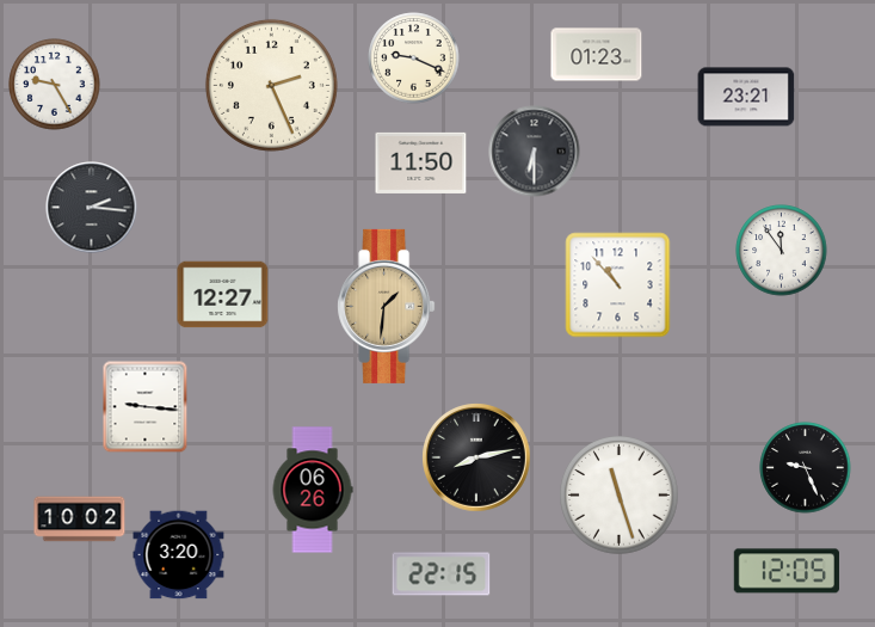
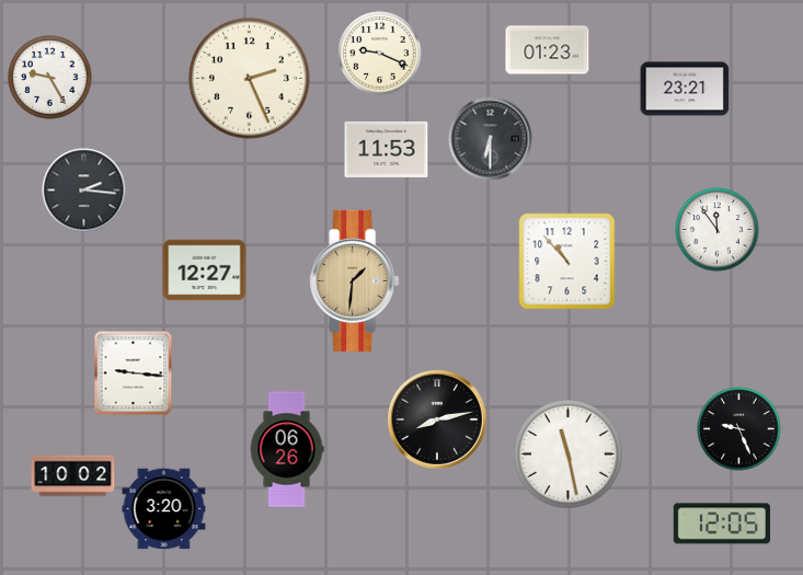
clock at (421, 162): 11:50 -> 11:53
clock at (620, 496): 11:27 -> 11:28
clock at (442, 574): 22:15 -> none
